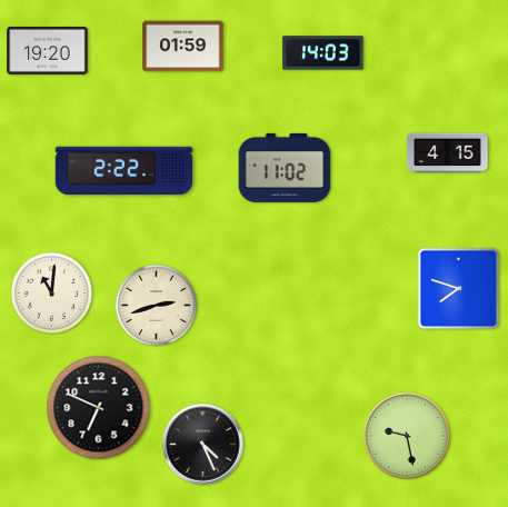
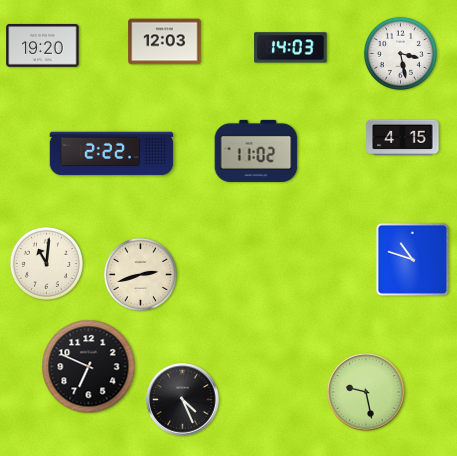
clock at (183, 47): 01:59 -> 12:03
clock at (400, 53): none -> 3:28
clock at (459, 289): 7:48 -> 10:48
